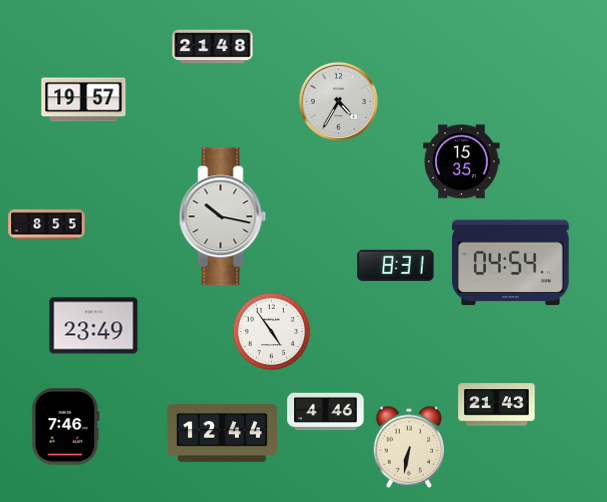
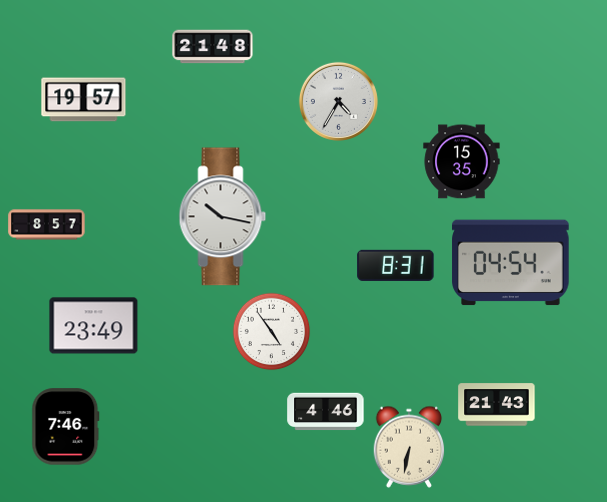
clock at (47, 225): 8:55 -> 8:57
clock at (222, 433): 12:44 -> none
